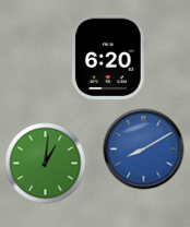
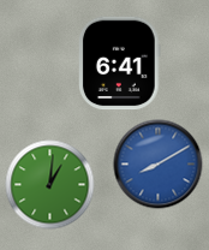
clock at (109, 58): 6:20 -> 6:41
clock at (46, 164) position: (46, 164) -> (50, 185)
